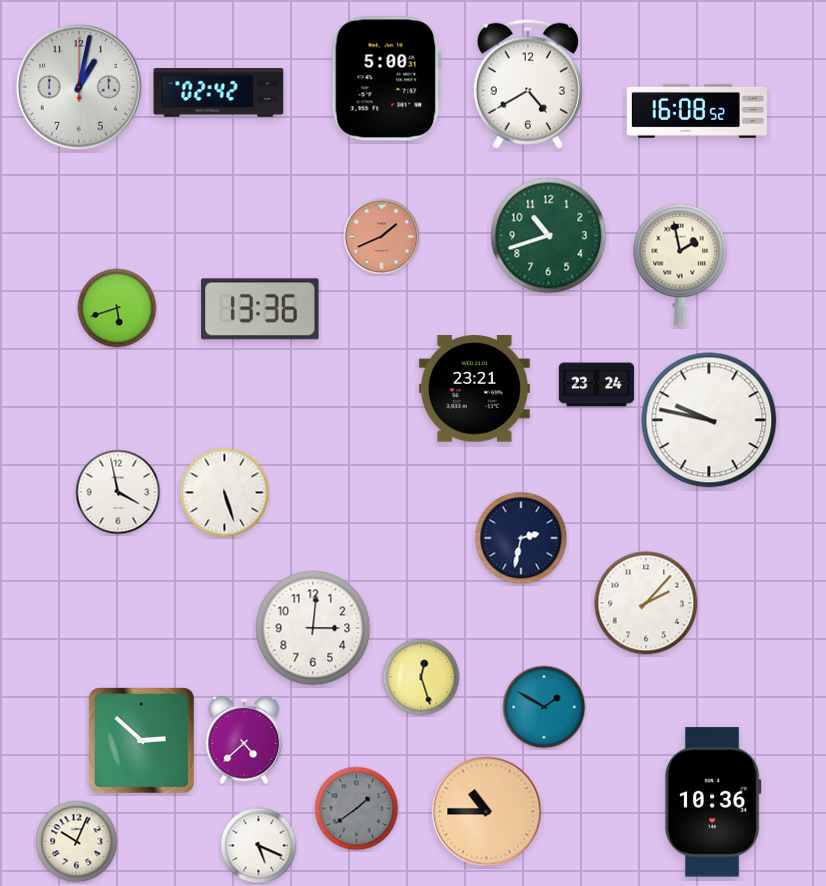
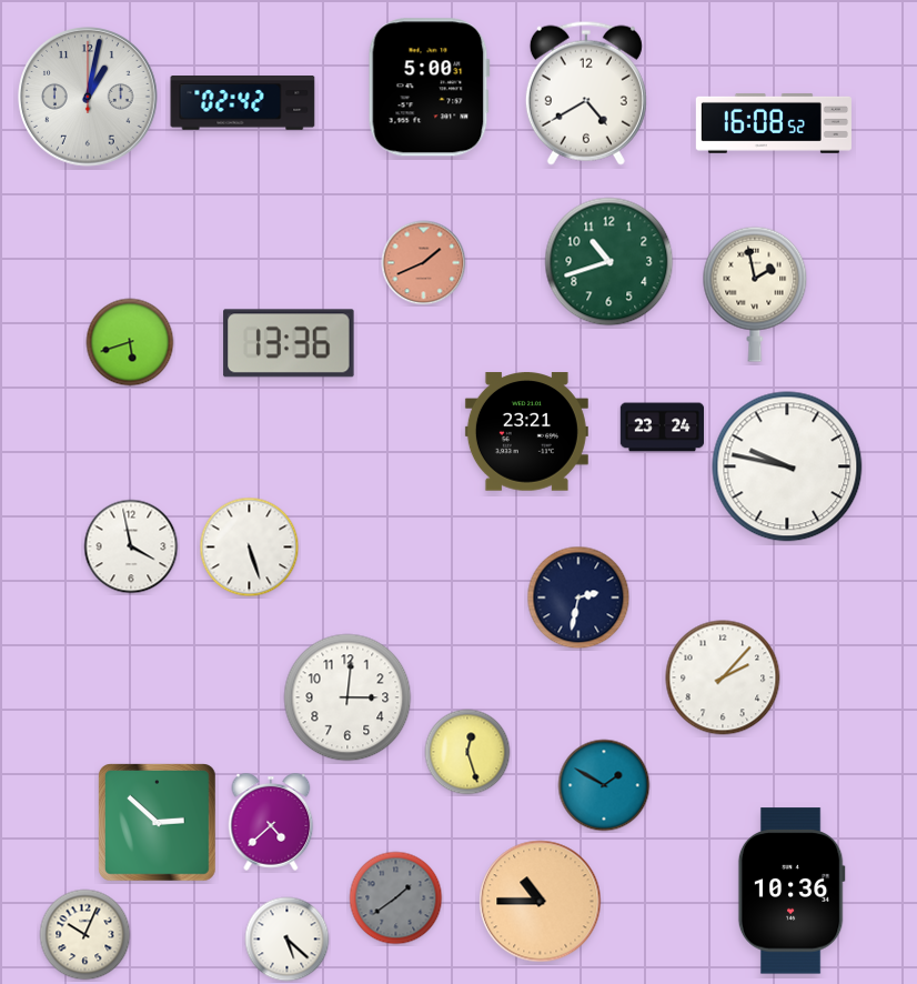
clock at (646, 603) position: (646, 603) -> (723, 677)
clock at (259, 846): 5:19 -> 5:22
